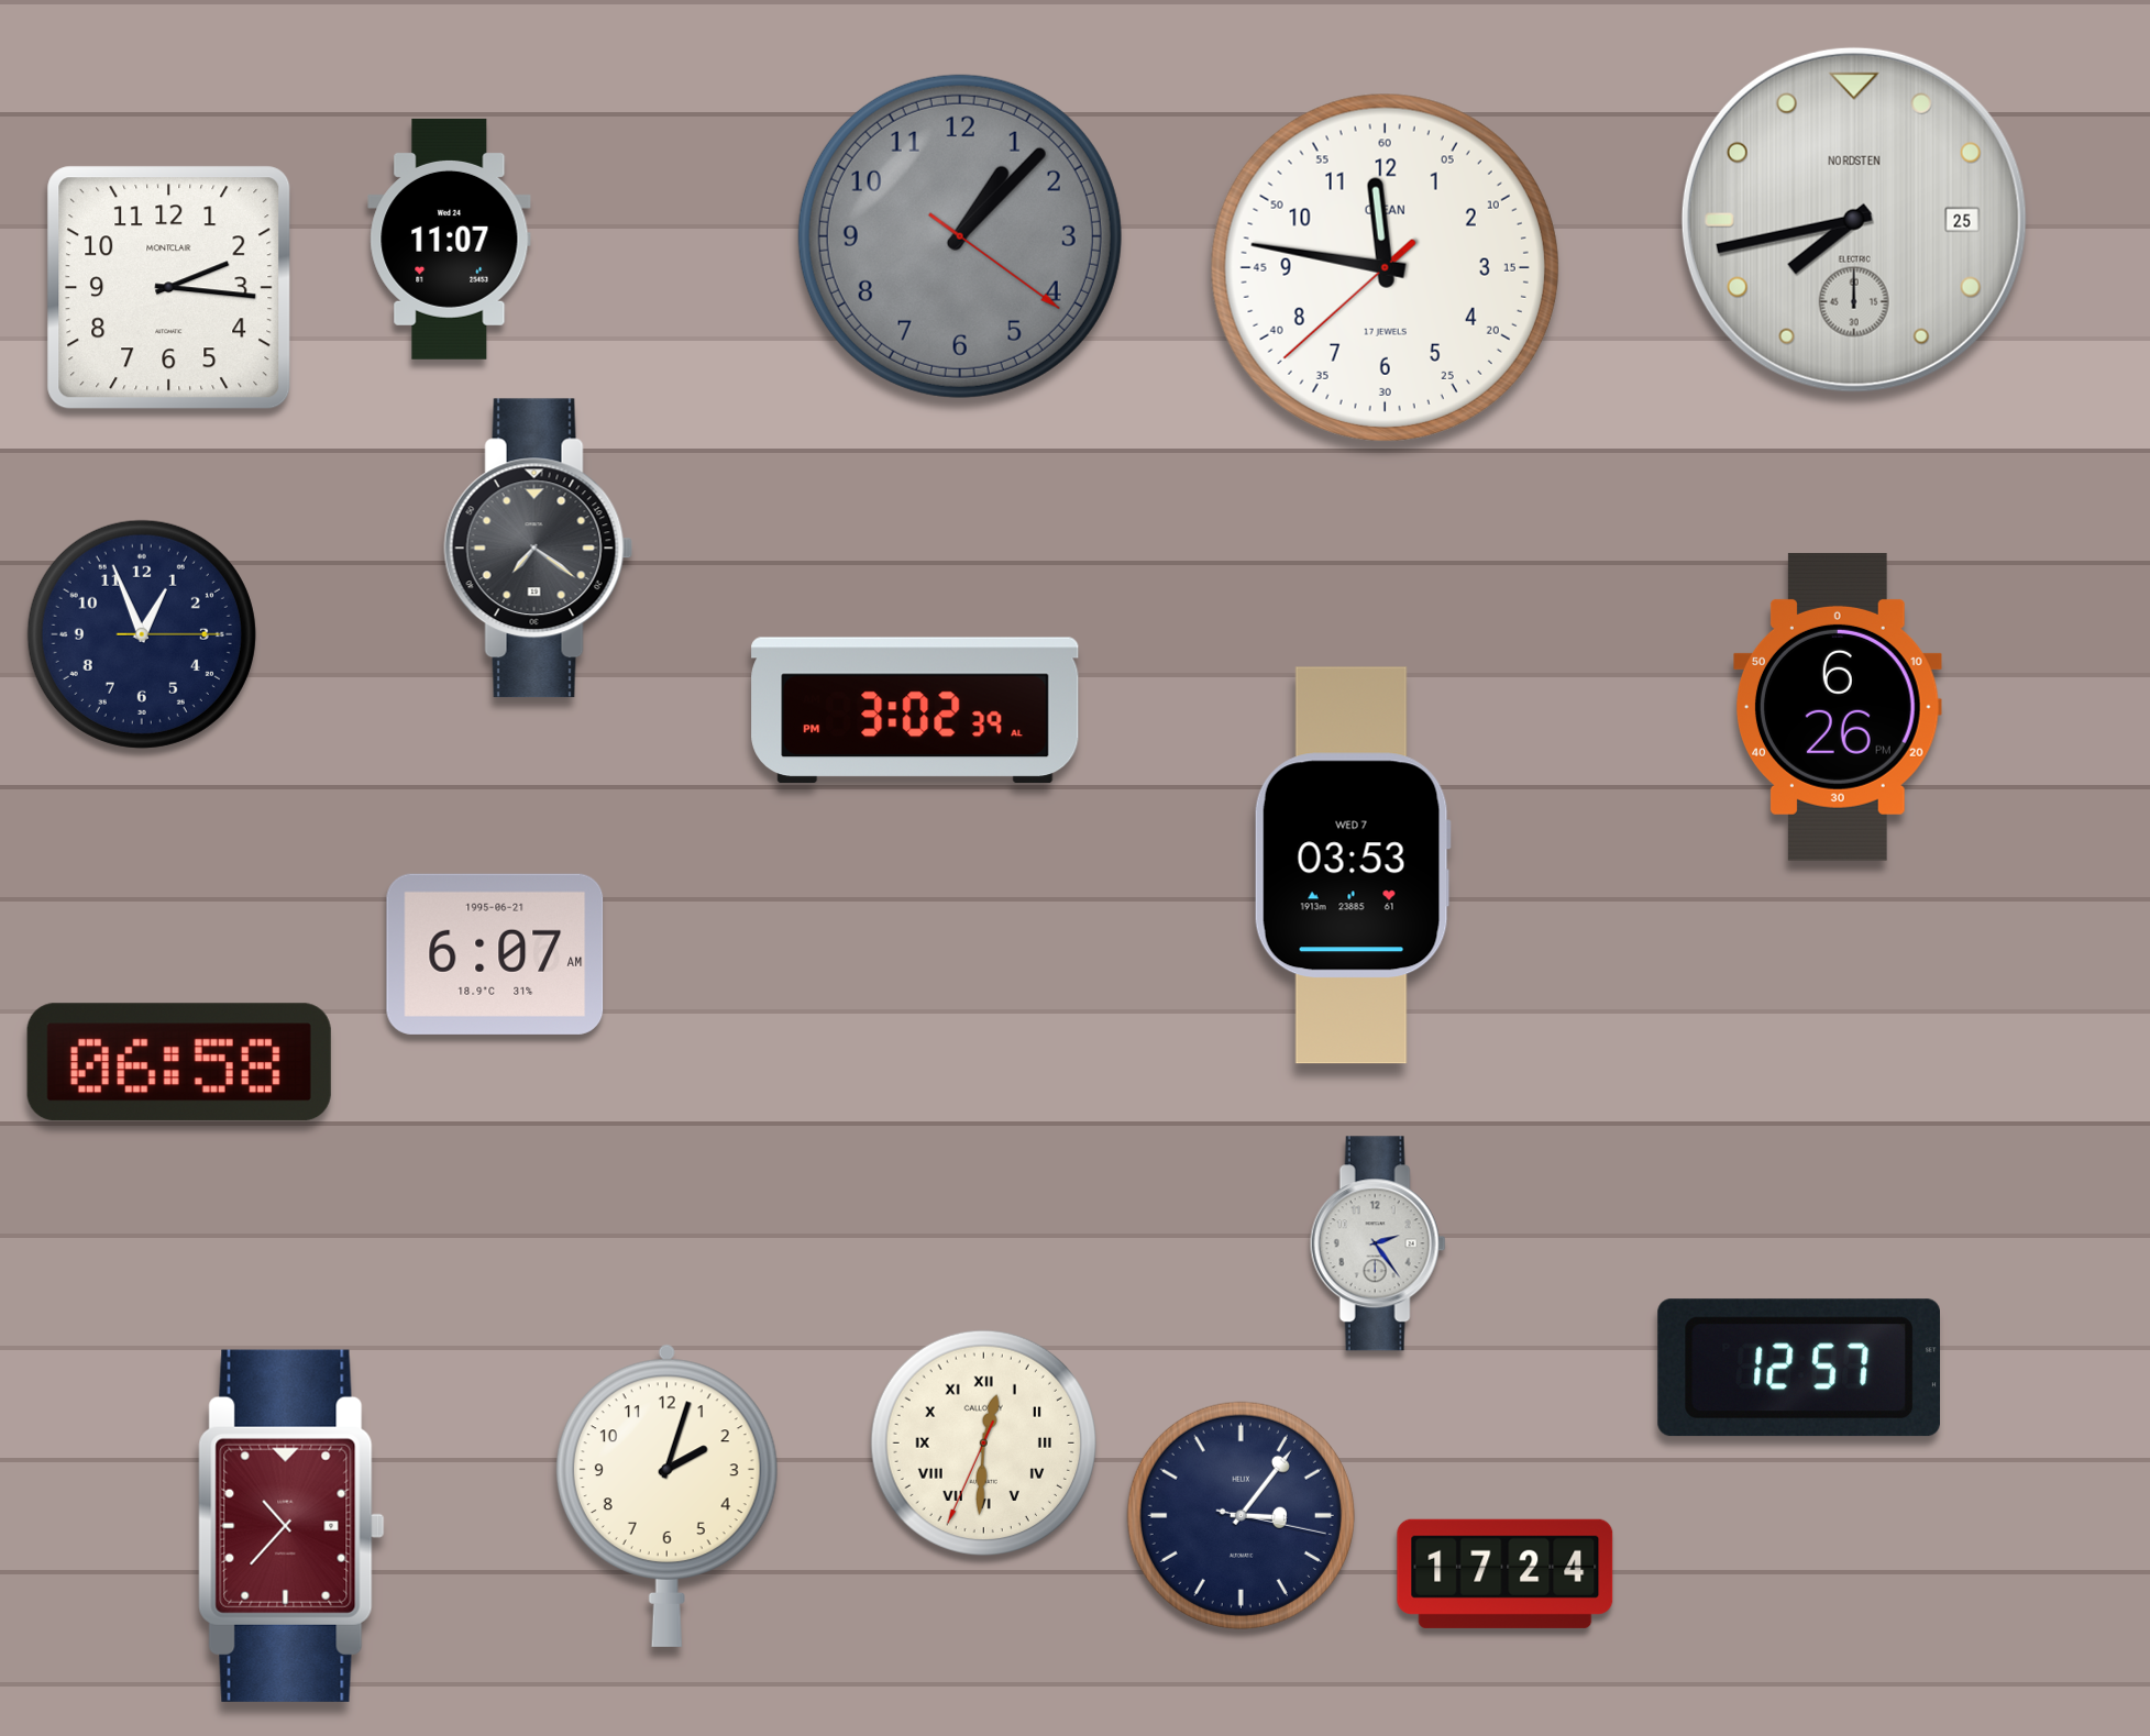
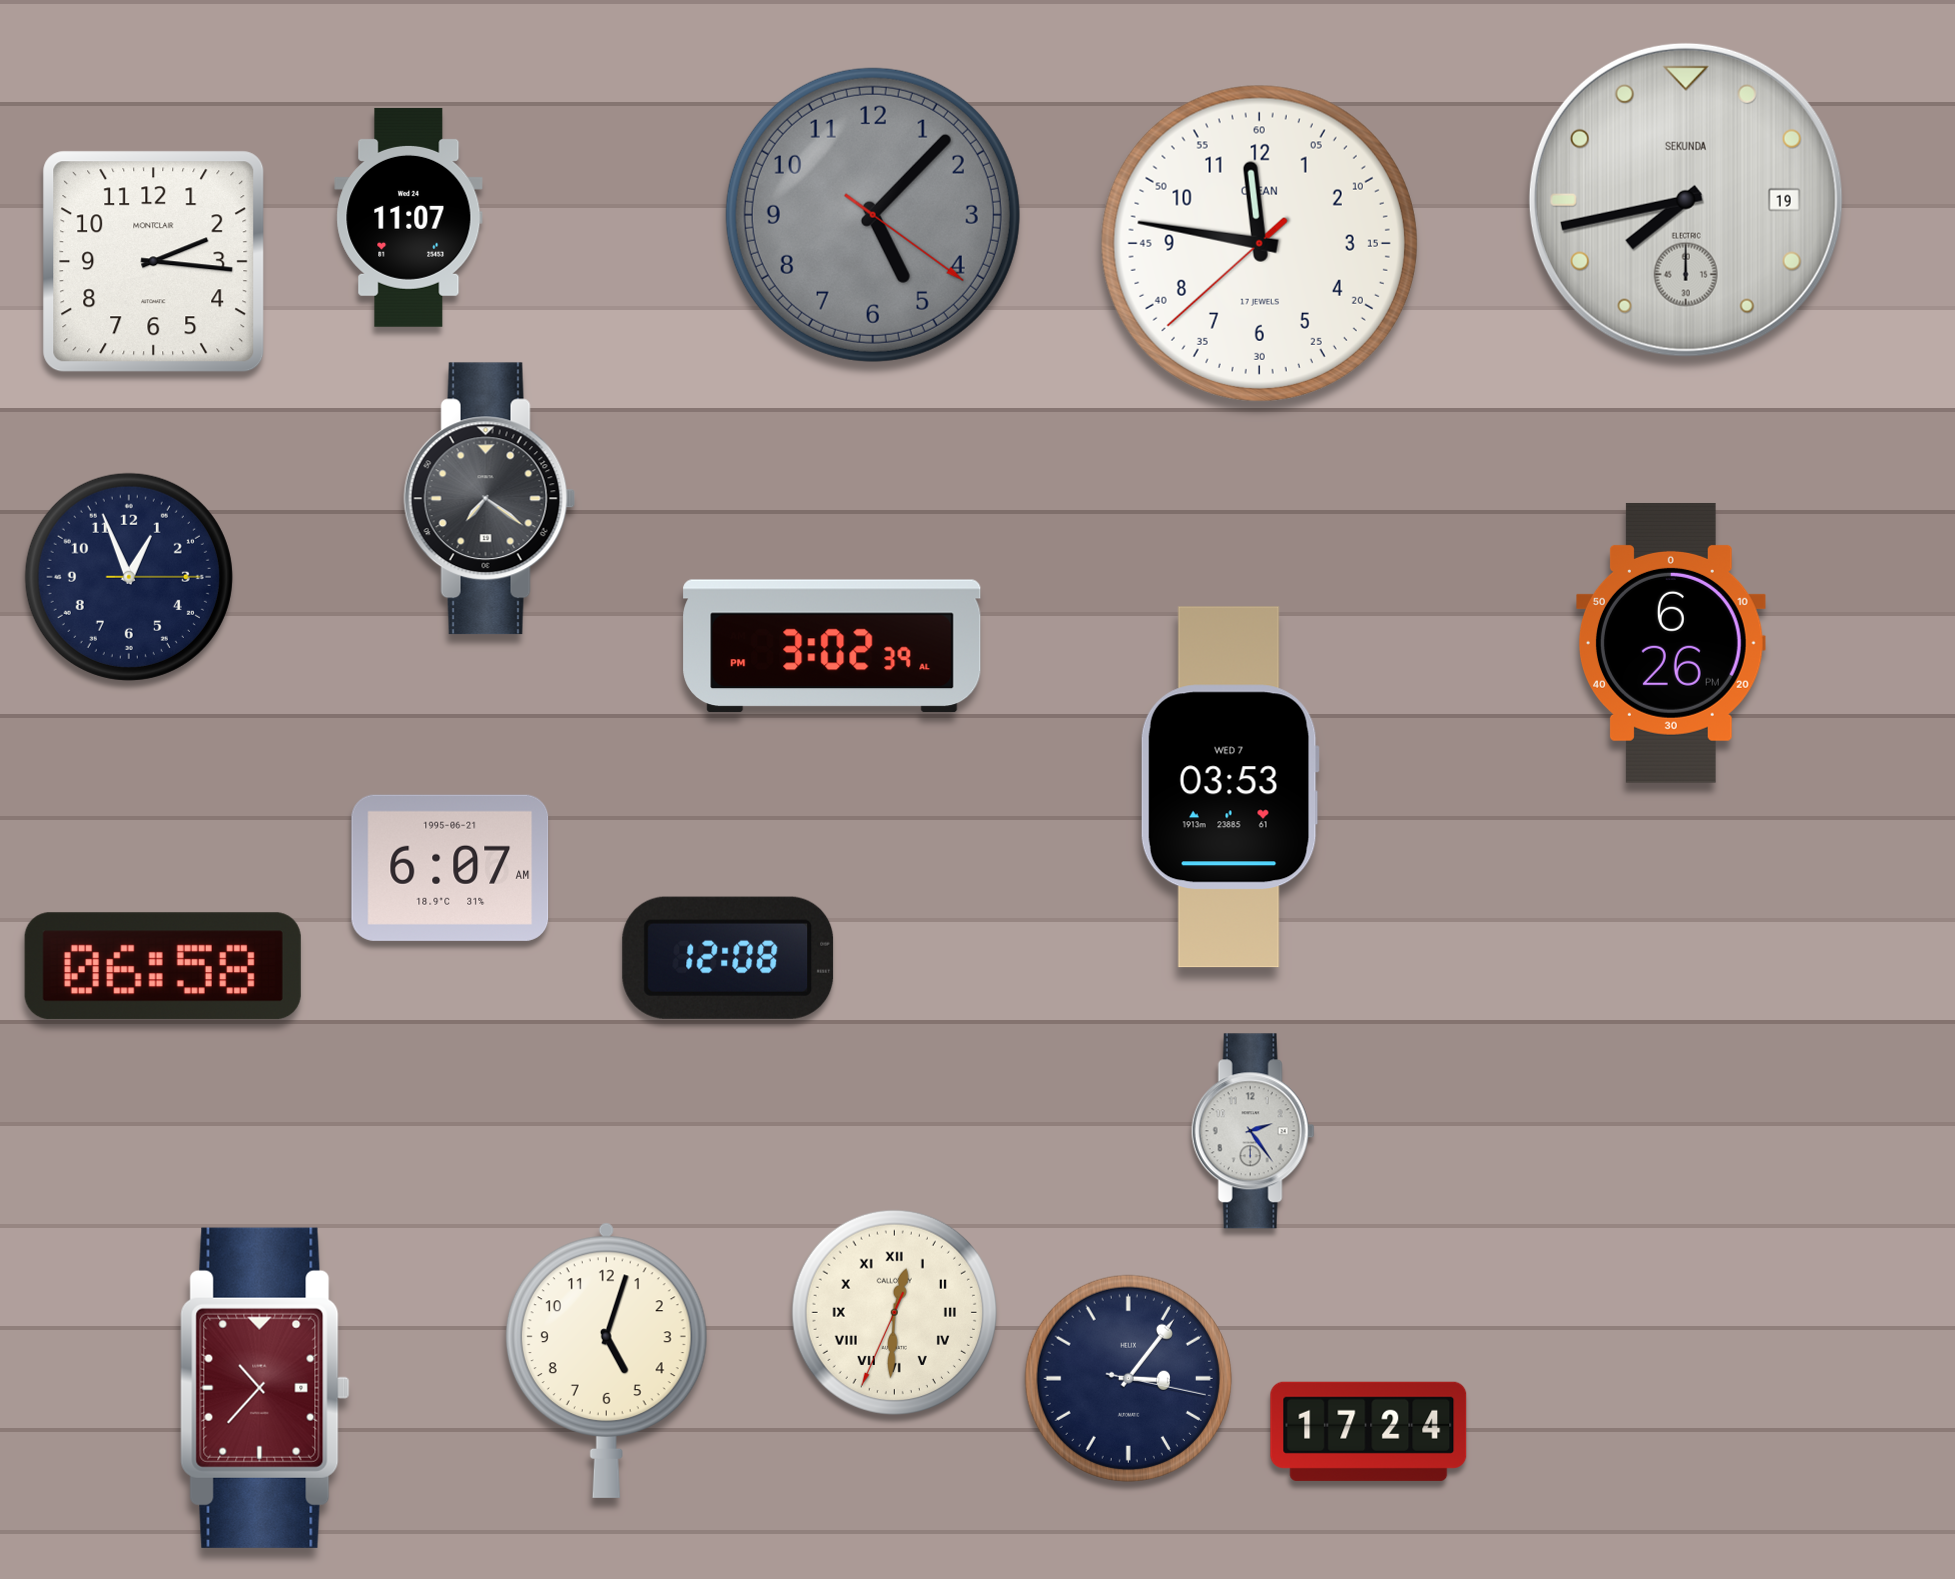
clock at (1854, 220) date: 25 -> 19
clock at (1854, 220) brand: NORDSTEN -> SEKUNDA
clock at (960, 236): 1:07 -> 5:07
clock at (728, 958): none -> 12:08
clock at (1798, 1368): 12:57 -> none
clock at (666, 1495): 2:03 -> 5:03
